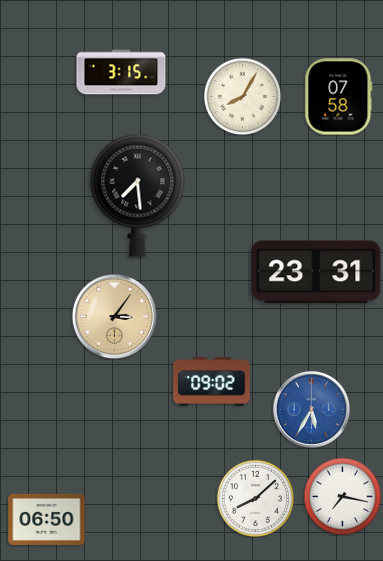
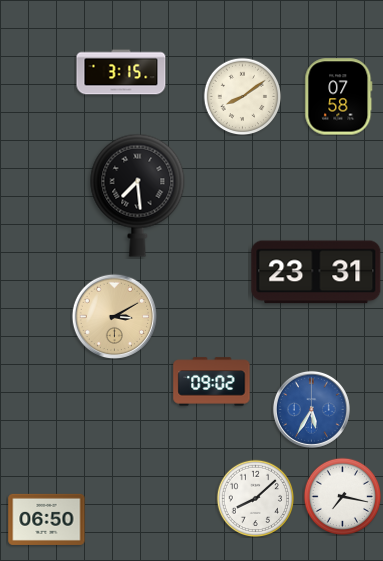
clock at (242, 96): 8:05 -> 8:09
clock at (114, 316): 3:06 -> 3:10
